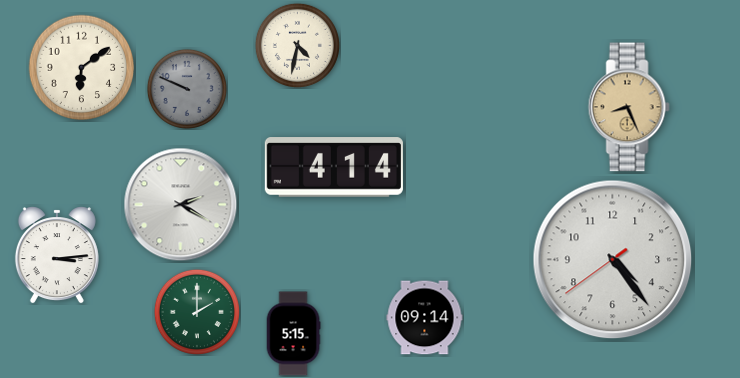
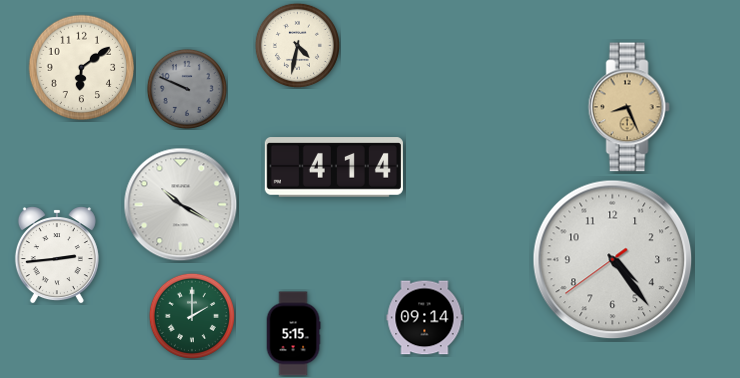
clock at (181, 205): 2:20 -> 10:20
clock at (57, 255): 3:14 -> 2:44
clock at (197, 312) position: (197, 312) -> (192, 316)
